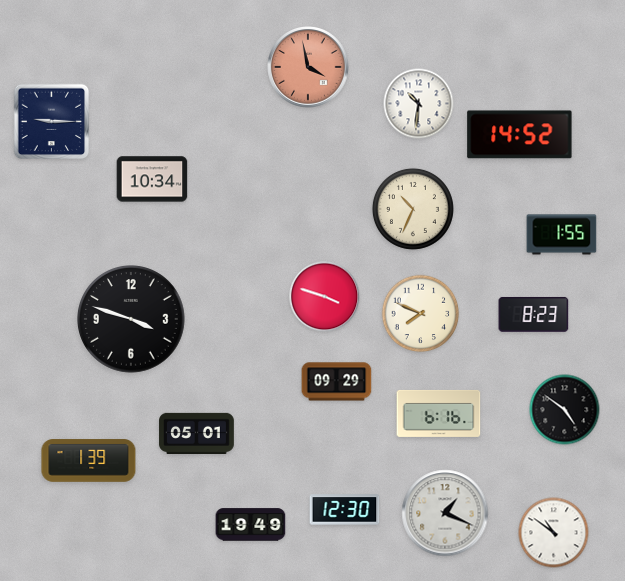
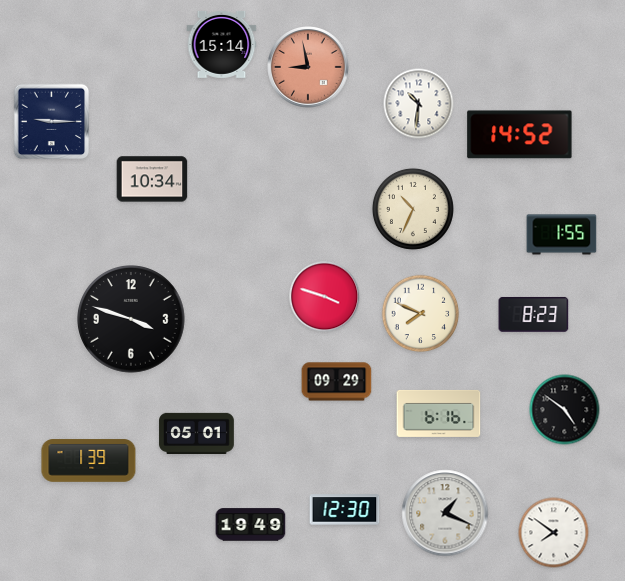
clock at (222, 44): none -> 15:14
clock at (308, 67): 3:58 -> 8:58
clock at (554, 533): 10:51 -> 7:51
